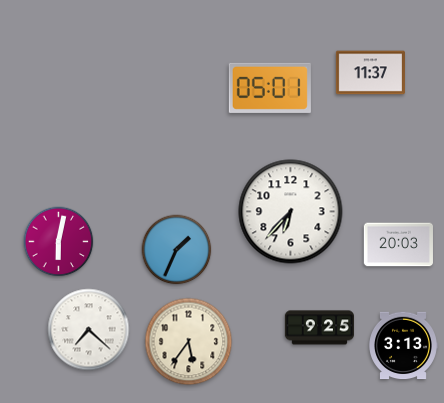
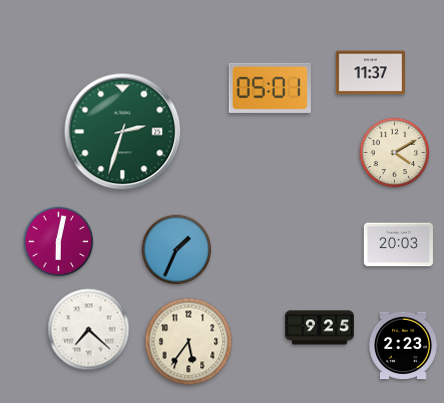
clock at (123, 132): none -> 2:33
clock at (395, 153): none -> 4:10
clock at (291, 212): 6:37 -> none
clock at (404, 346): 3:13 -> 2:23
